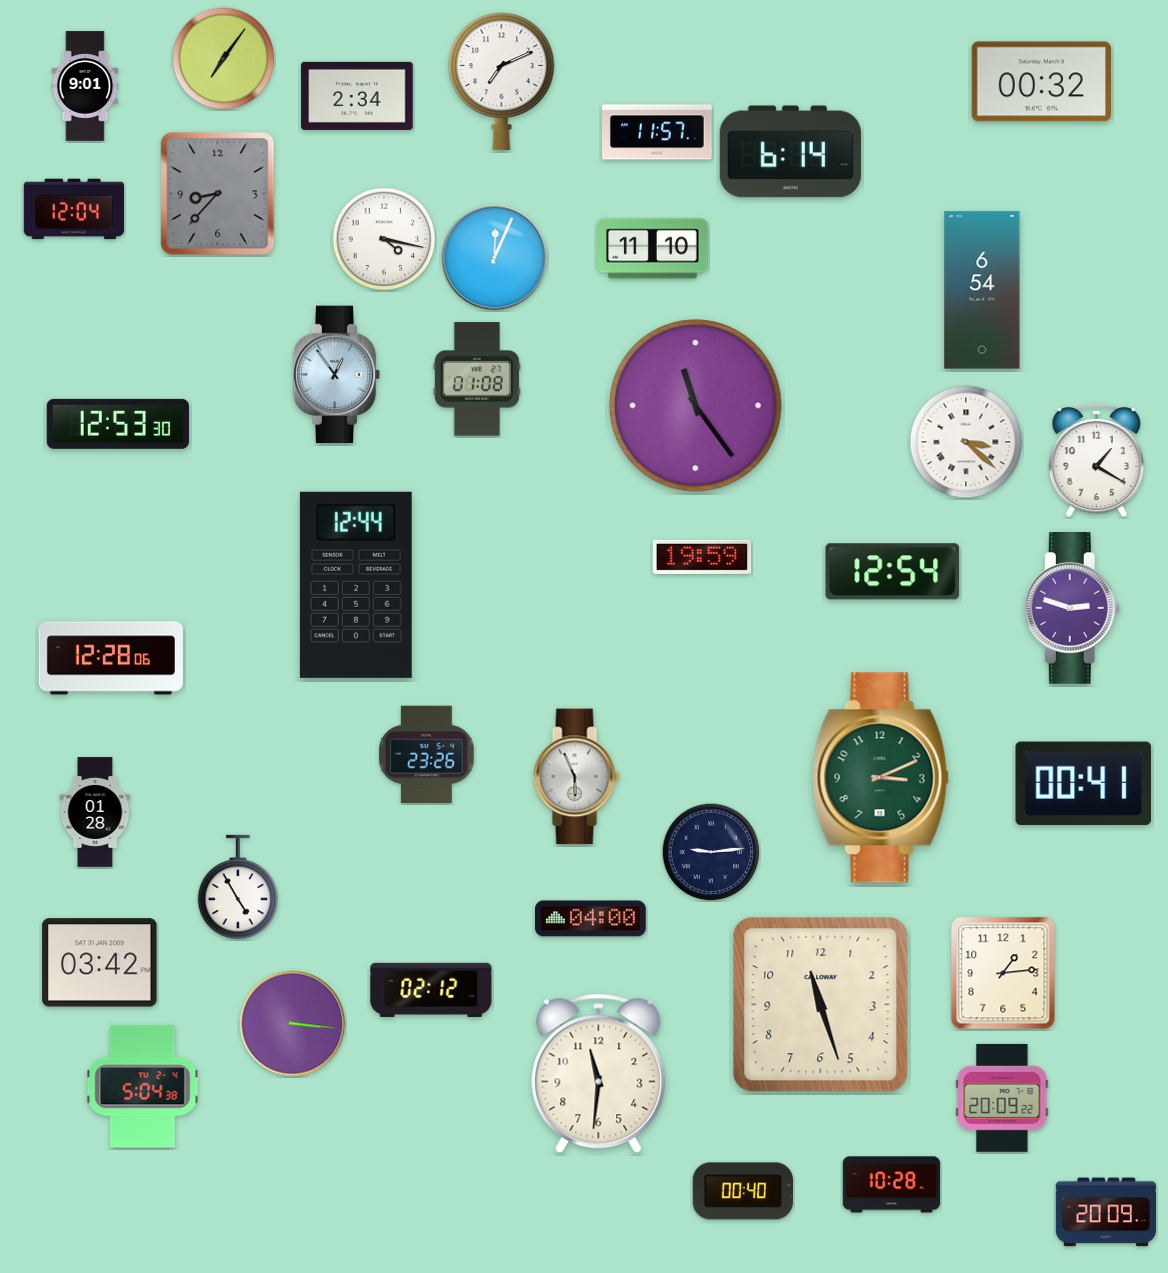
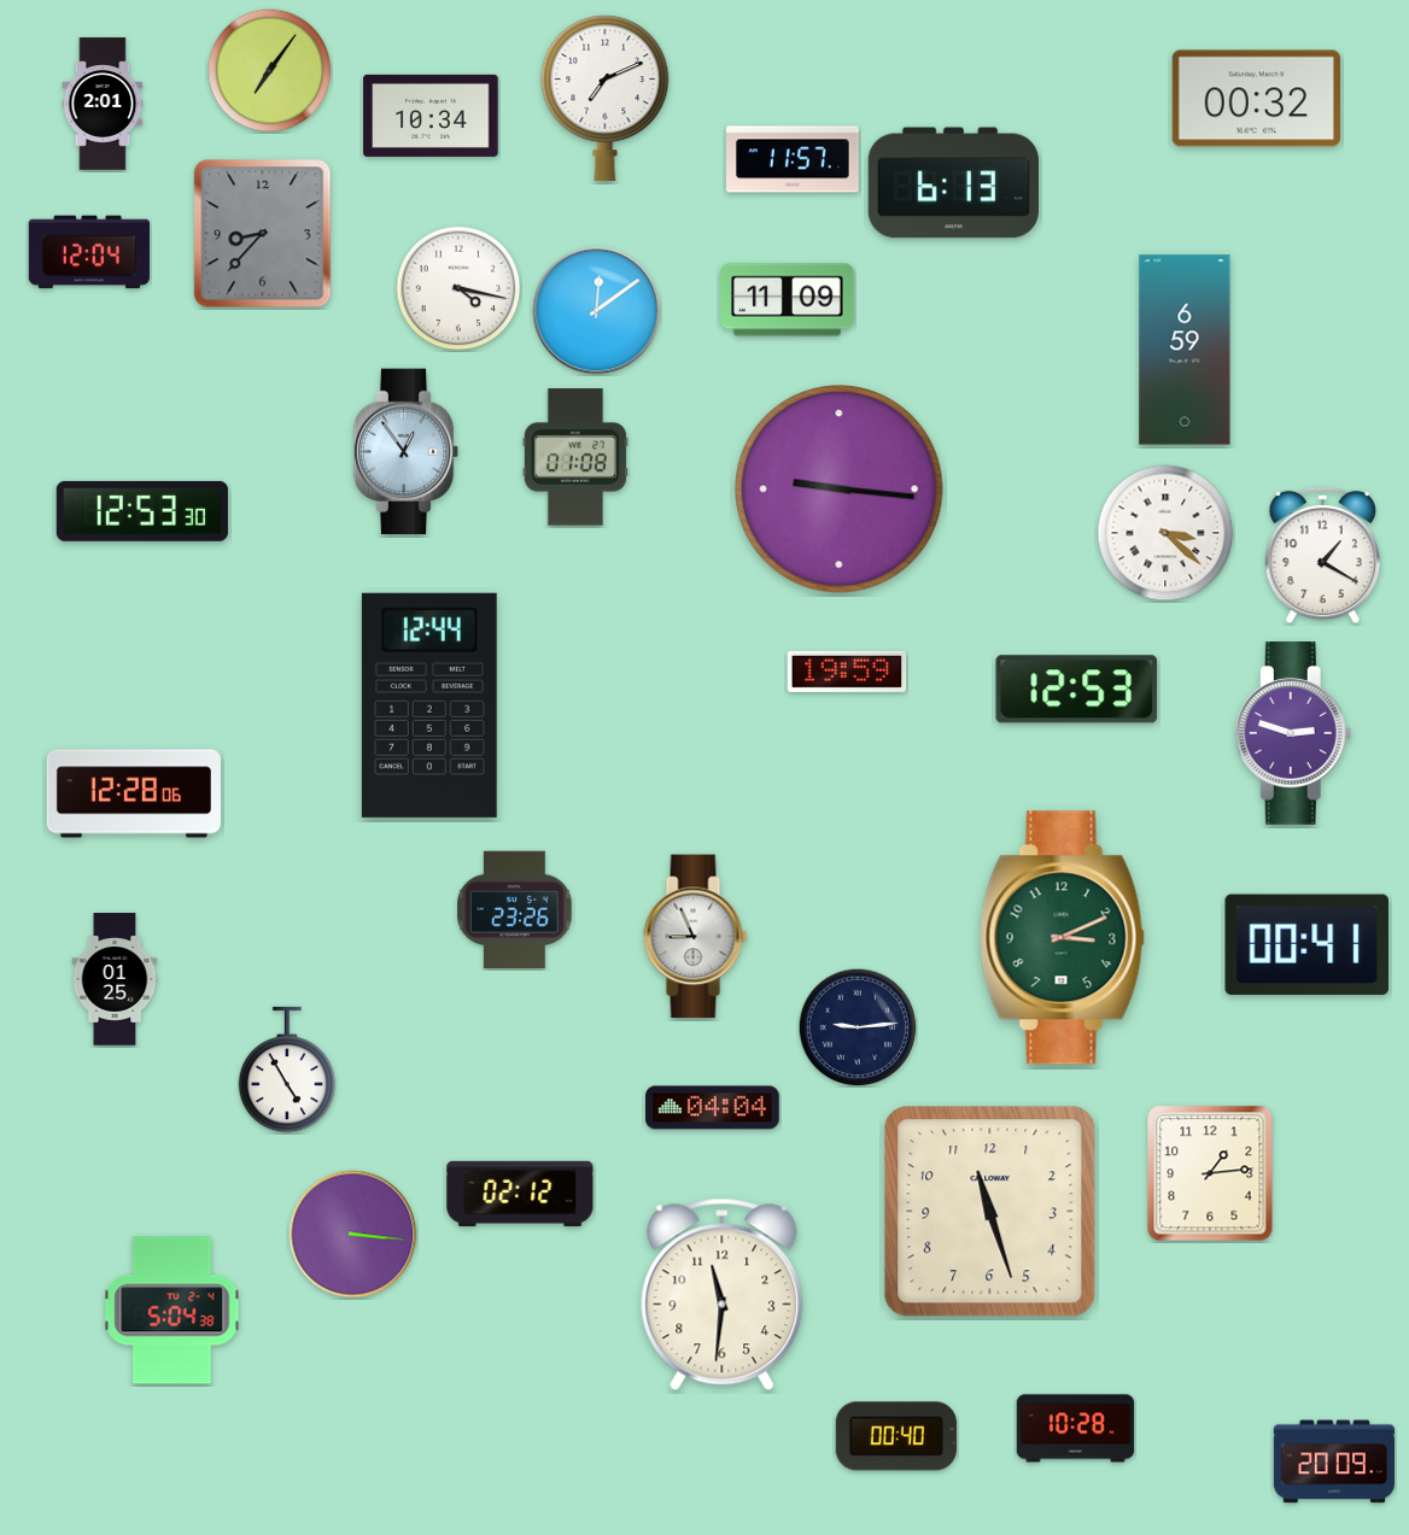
clock at (85, 86): 9:01 -> 2:01
clock at (357, 96): 2:34 -> 10:34
clock at (790, 152): 6:14 -> 6:13
clock at (384, 239) position: (384, 239) -> (458, 288)
clock at (653, 249): 11:10 -> 11:09
clock at (495, 258): 12:04 -> 12:09
clock at (982, 290): 6:54 -> 6:59
clock at (696, 406): 11:24 -> 9:16
clock at (893, 572): 12:54 -> 12:53
clock at (577, 777): 5:56 -> 8:56
clock at (95, 812): 01:28 -> 01:25
clock at (591, 919): 04:00 -> 04:04
clock at (100, 963): 03:42 -> none
clock at (1002, 1098): 20:09 -> none
